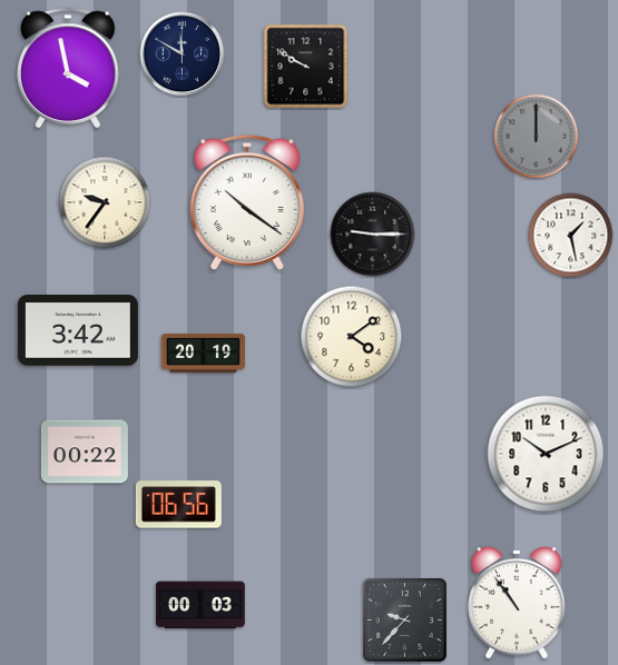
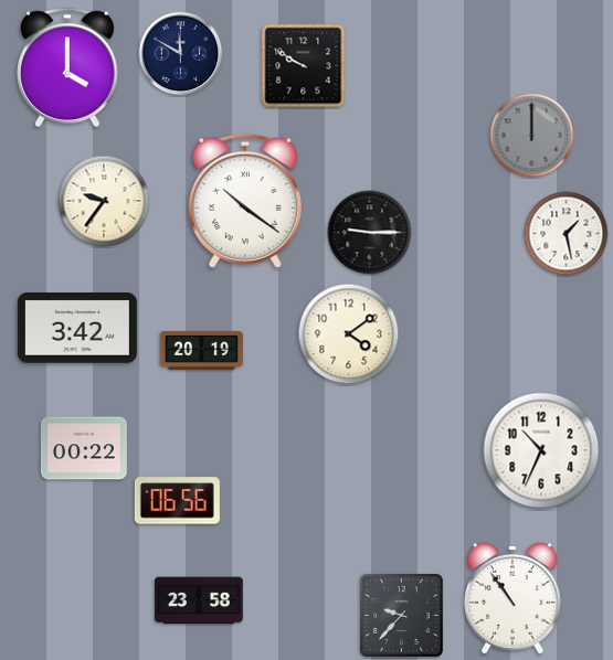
clock at (68, 68): 3:58 -> 4:00
clock at (546, 454): 10:11 -> 10:34
clock at (202, 605): 00:03 -> 23:58
